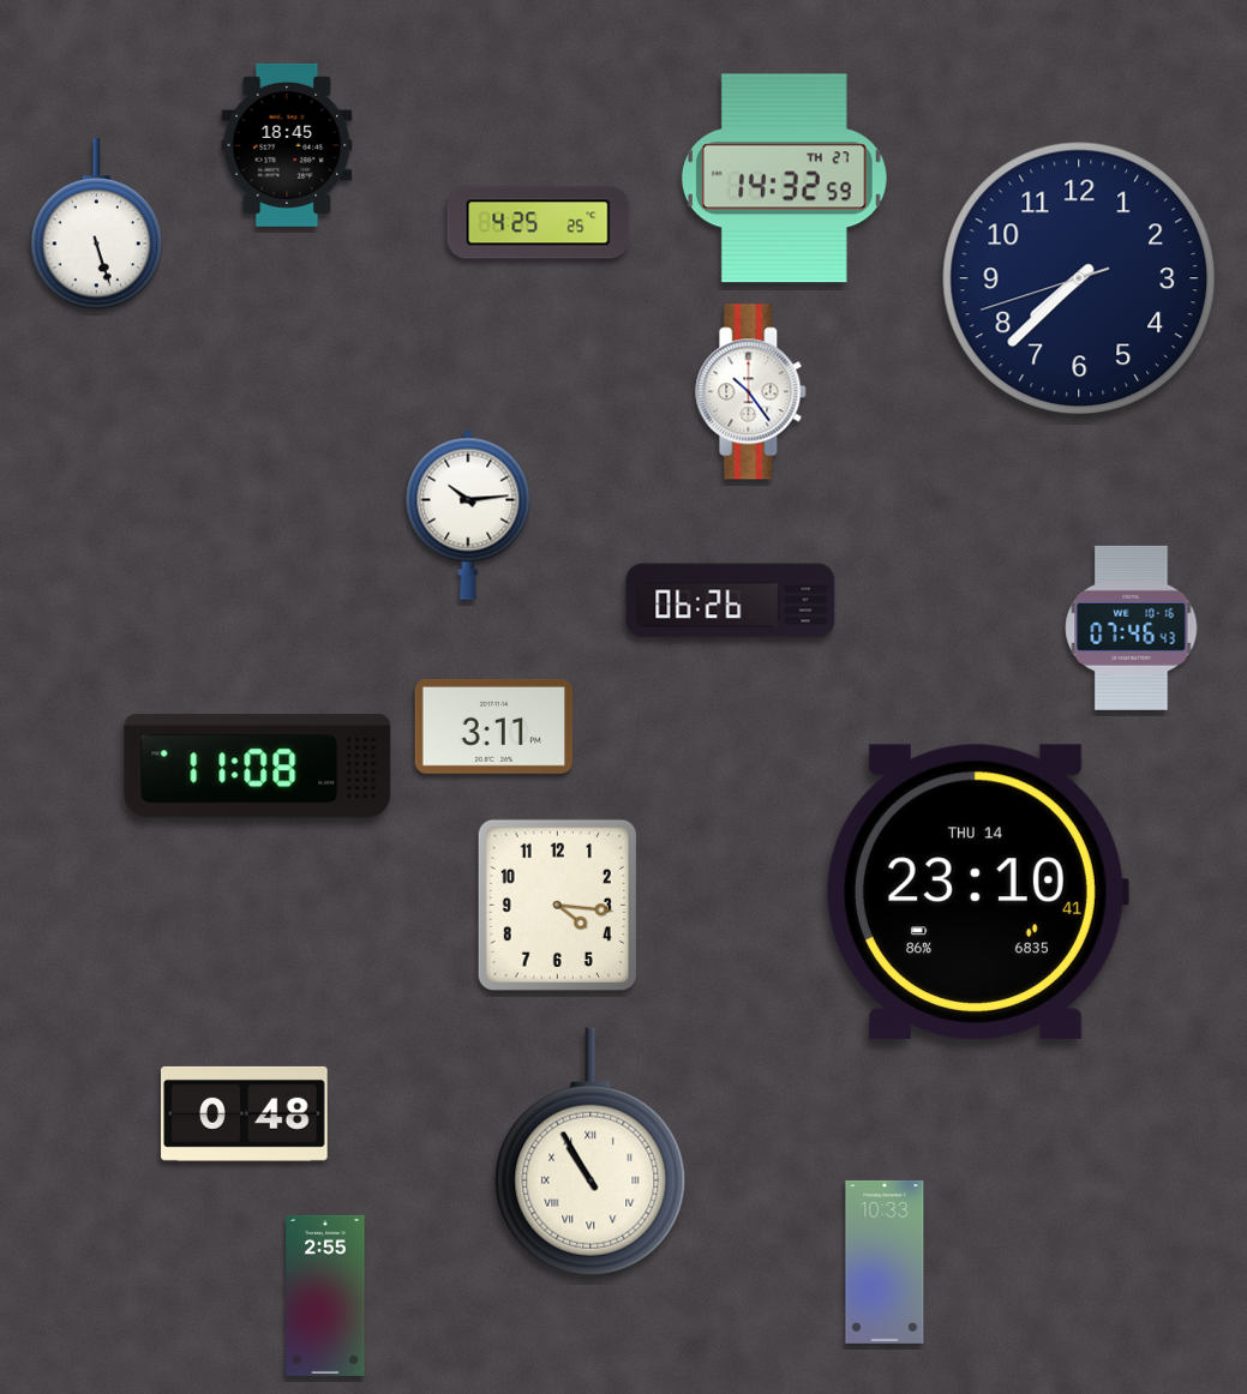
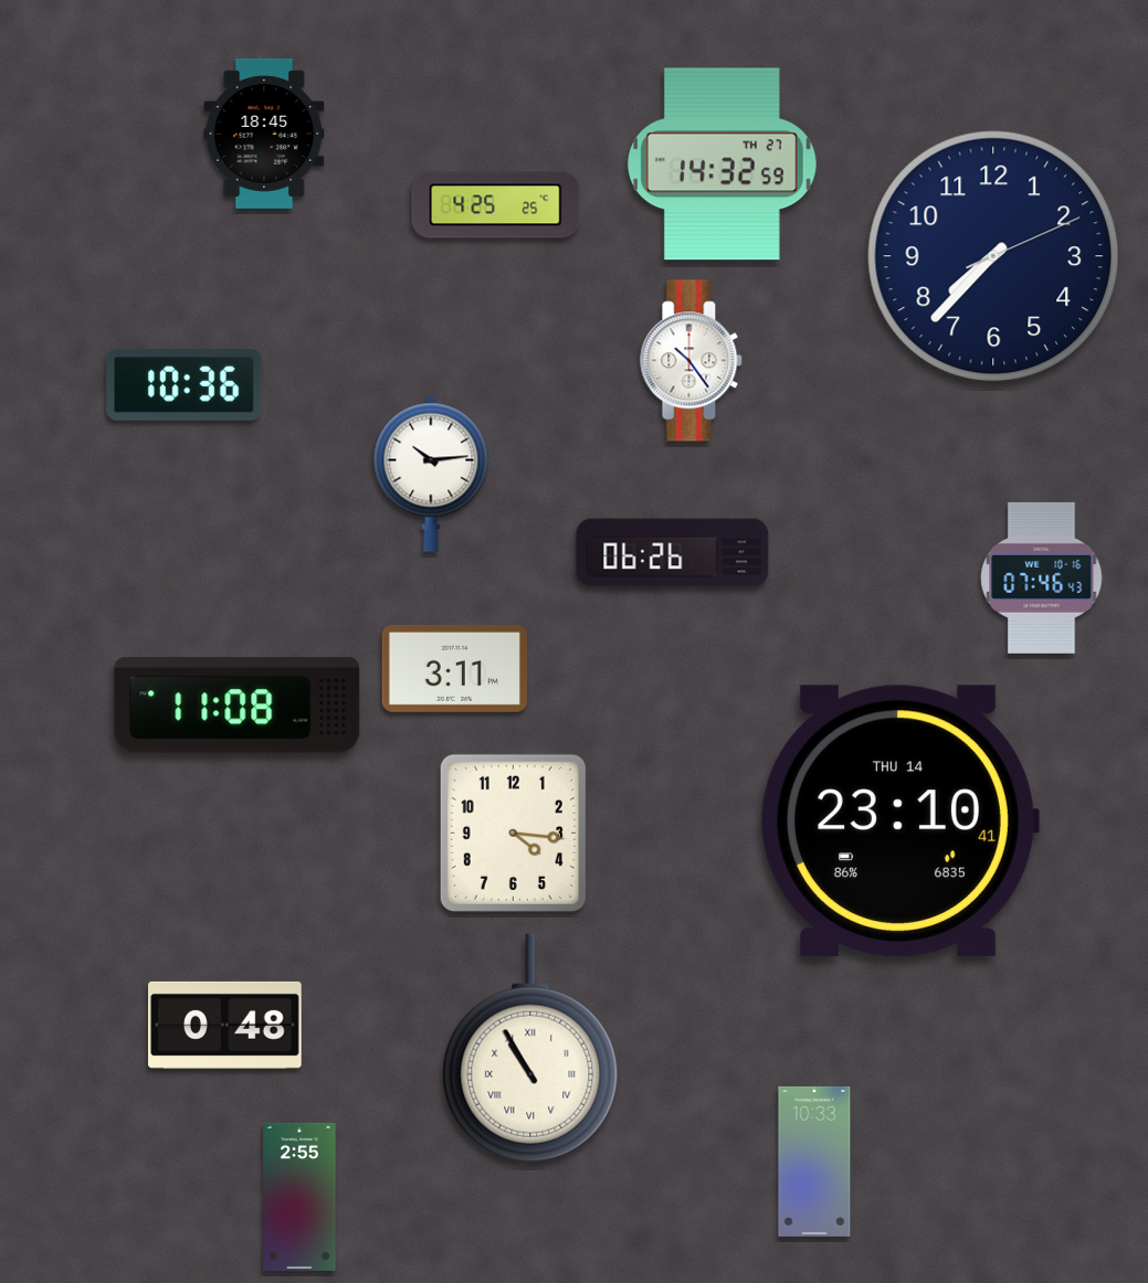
clock at (96, 224): 5:27 -> none
clock at (1079, 278): 7:37:42 -> 7:37:11
clock at (185, 384): none -> 10:36
clock at (590, 1152) position: (590, 1152) -> (530, 1048)
clock at (325, 1296) position: (325, 1296) -> (299, 1197)
